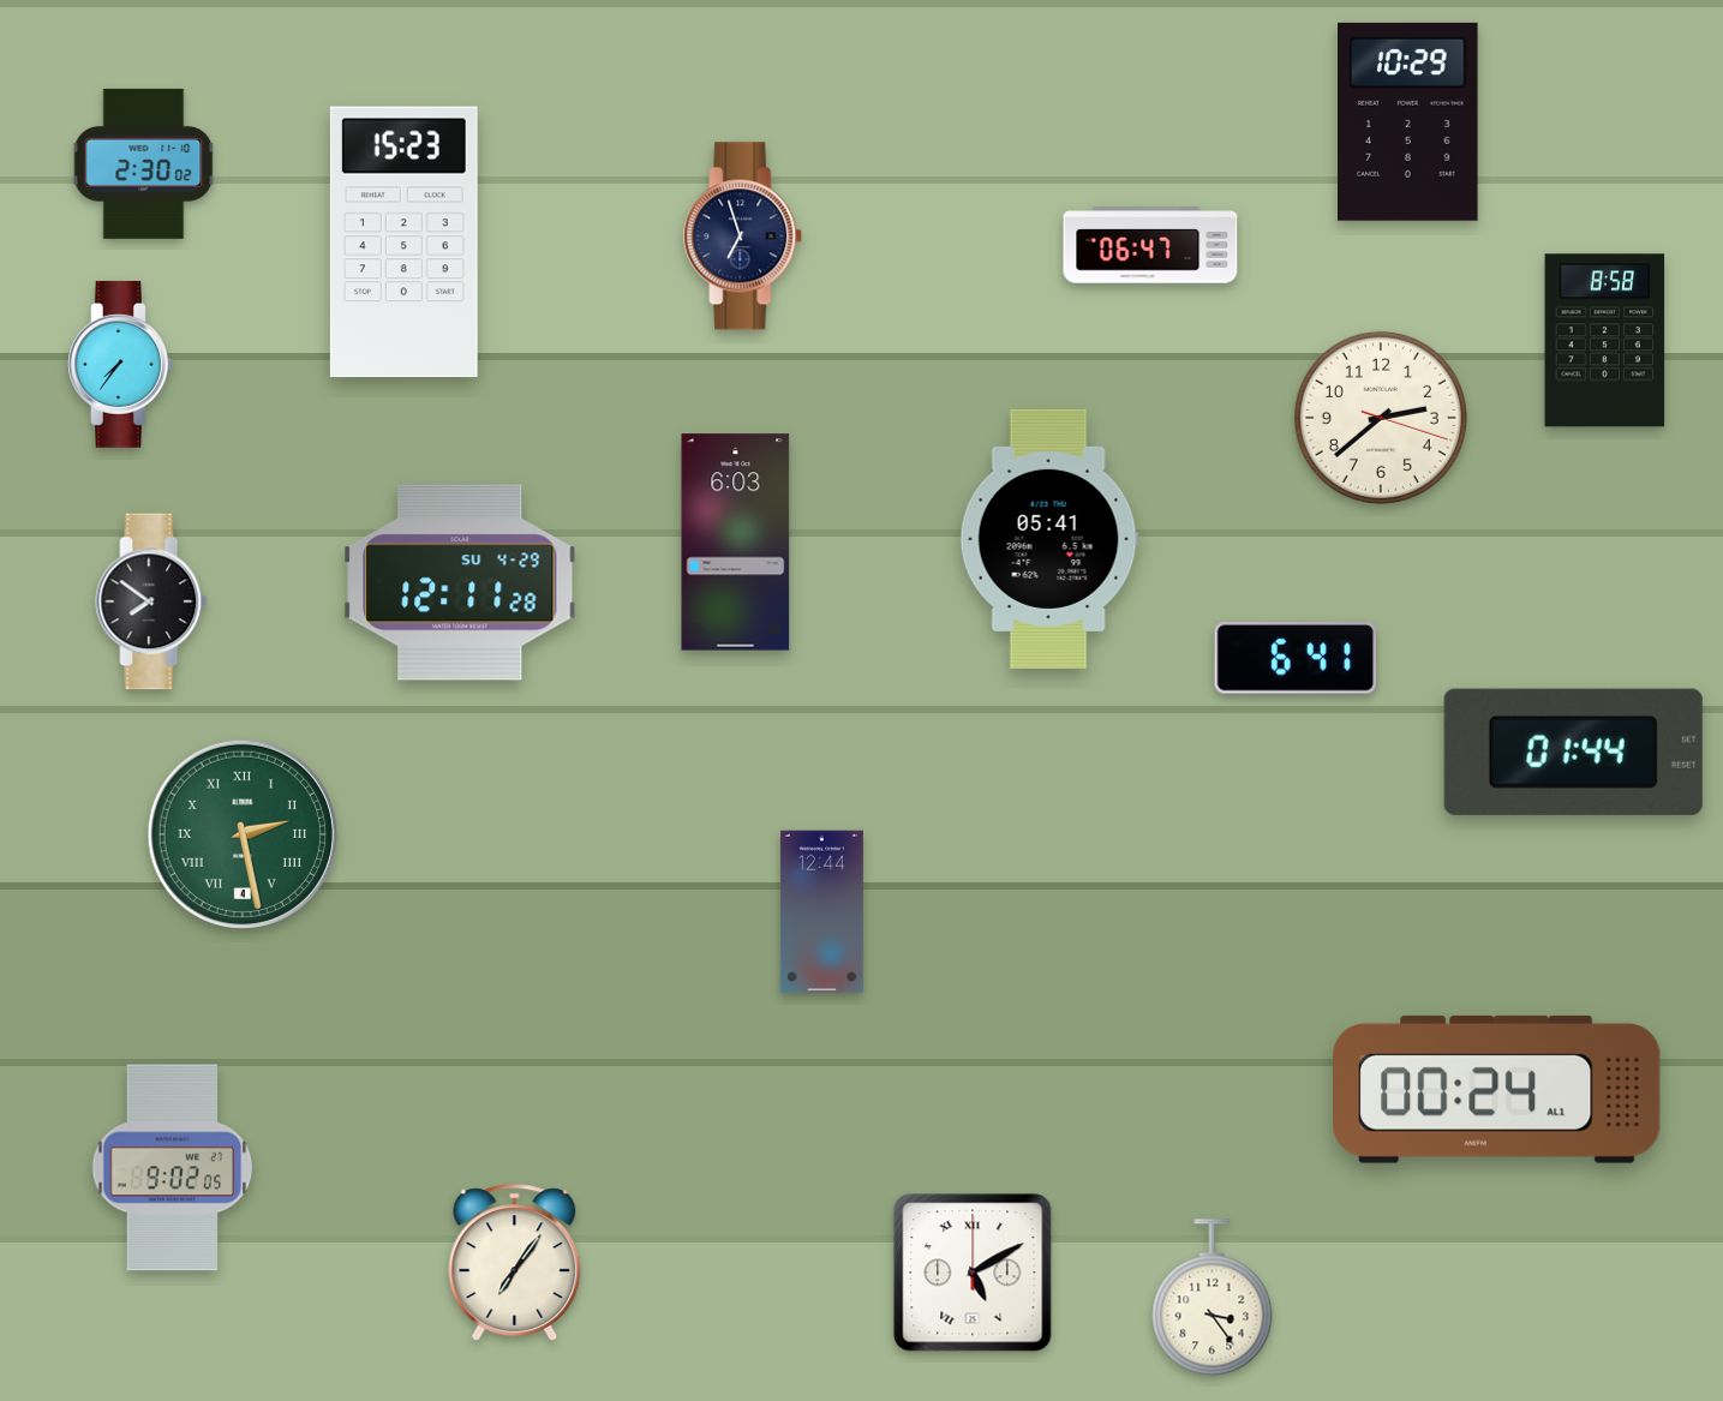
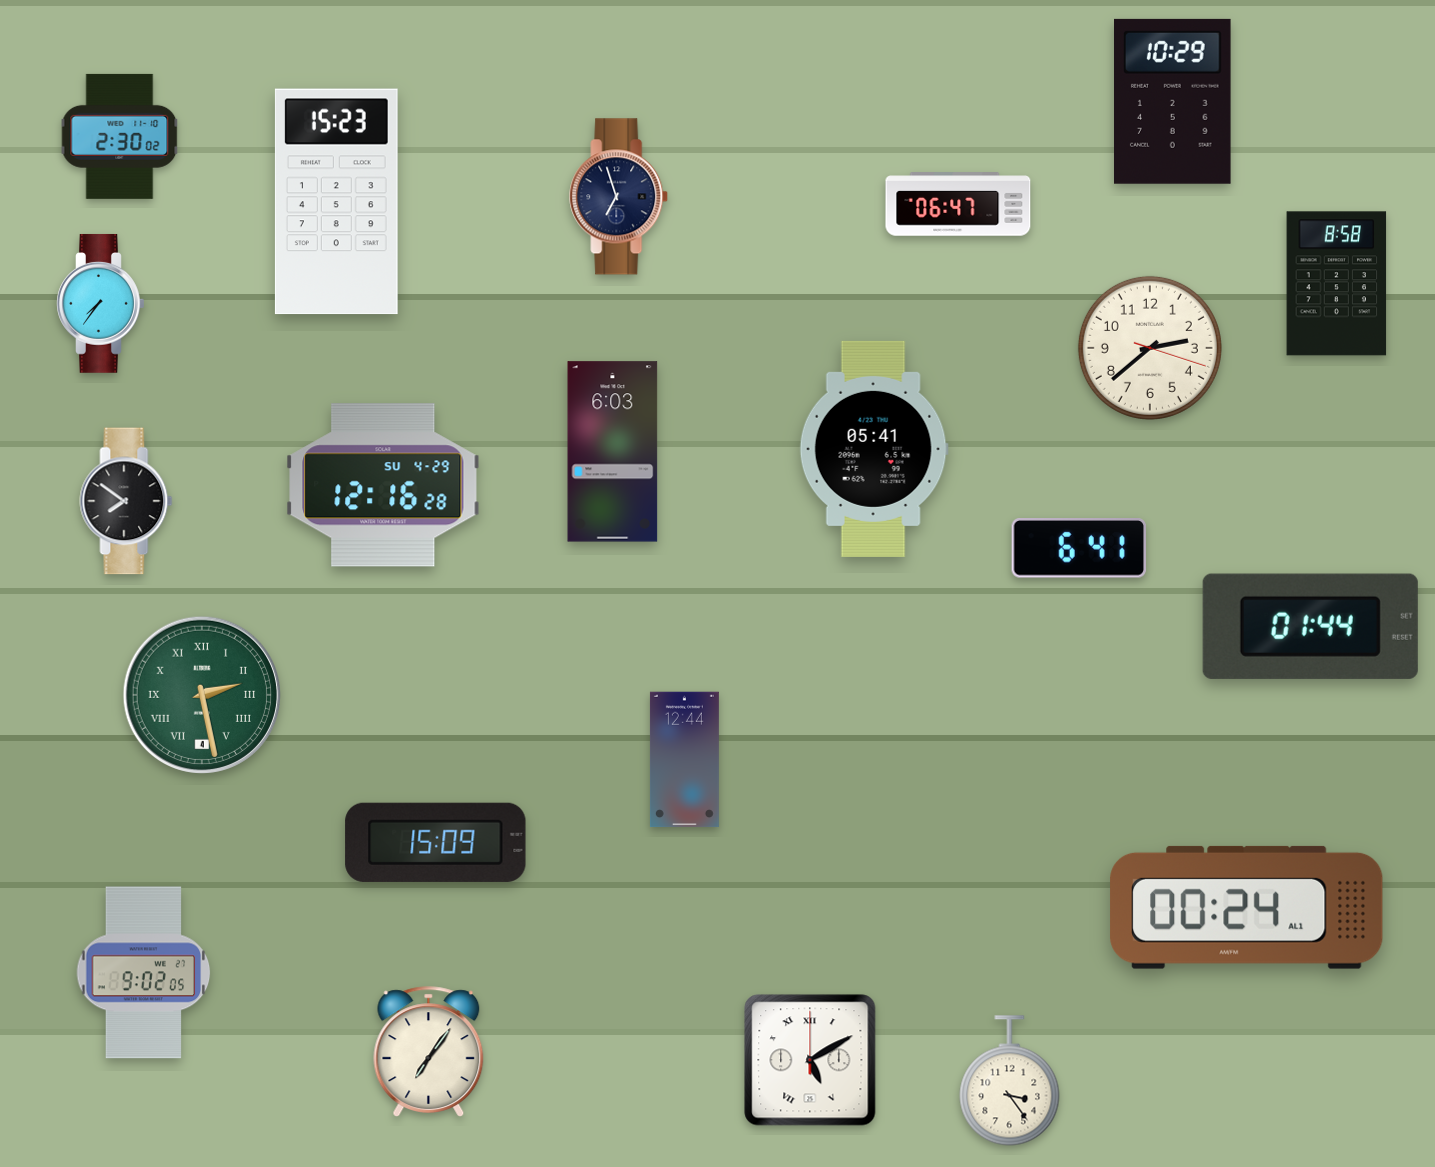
clock at (460, 582): 12:11 -> 12:16
clock at (436, 842): none -> 15:09
